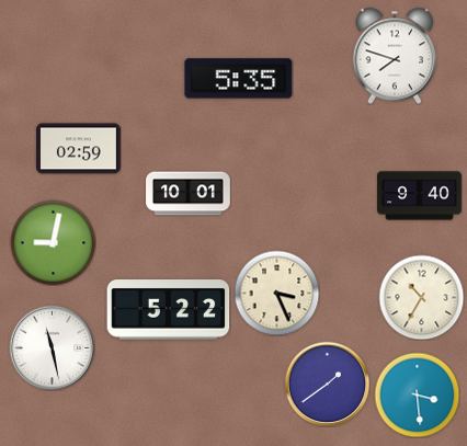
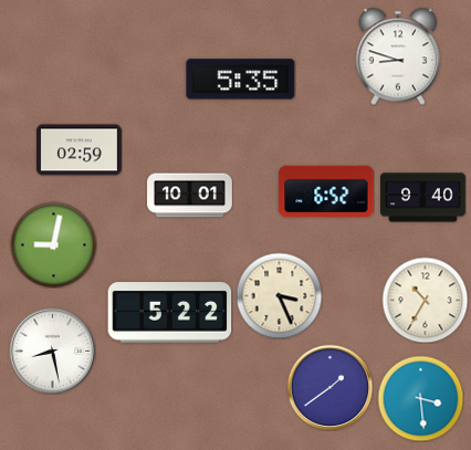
clock at (395, 56): 7:48 -> 8:48
clock at (326, 191): none -> 6:52
clock at (52, 347): 11:28 -> 8:28
